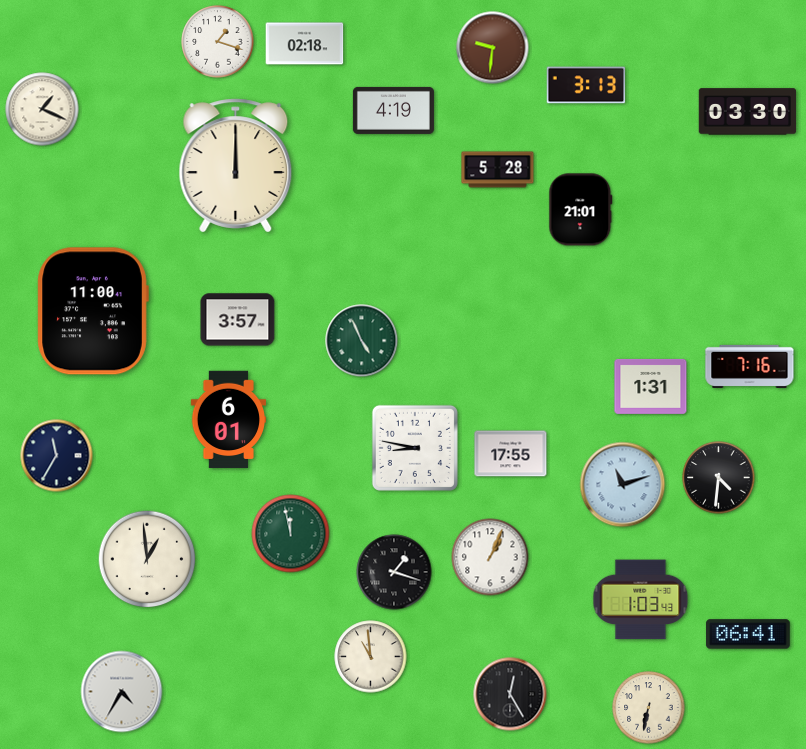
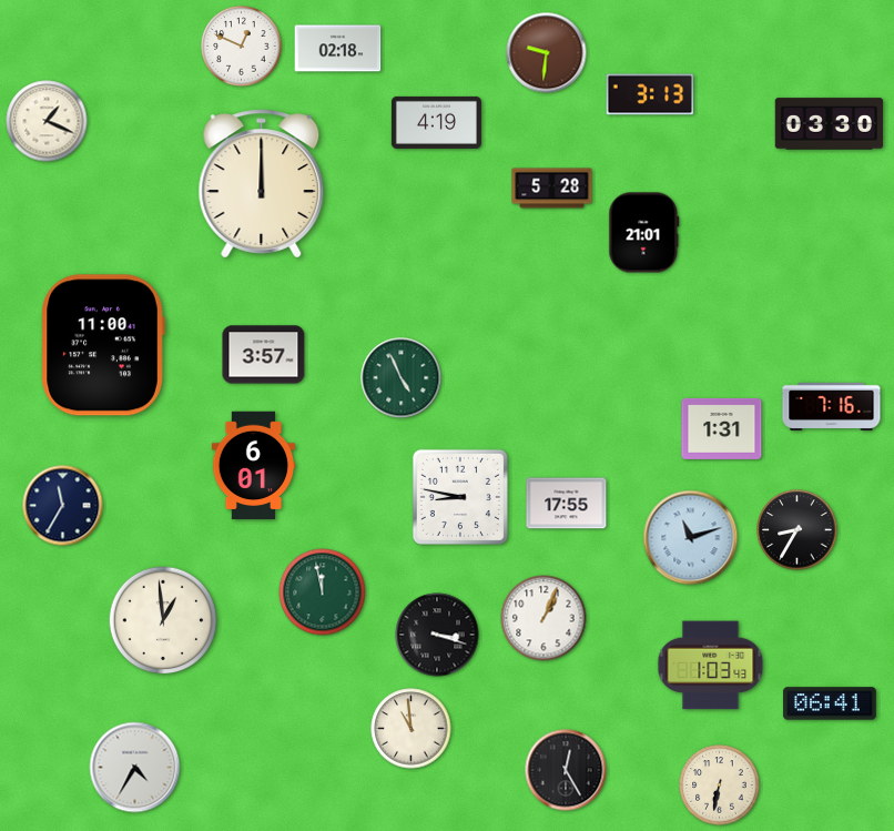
clock at (218, 42): 1:18 -> 12:49
clock at (719, 478): 4:31 -> 8:35
clock at (394, 572): 1:18 -> 3:18
